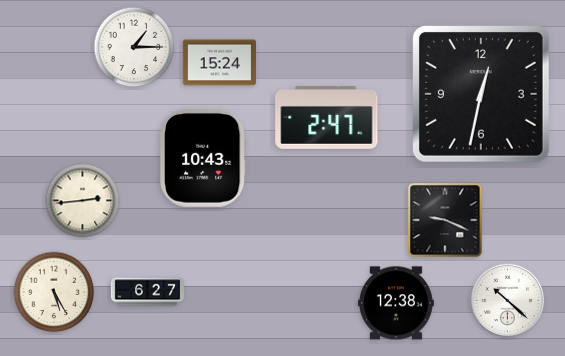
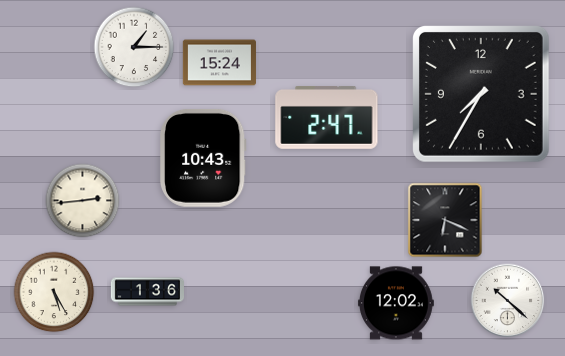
clock at (481, 94): 12:32 -> 7:35
clock at (445, 220): 9:19 -> 6:19
clock at (147, 292): 6:27 -> 1:36
clock at (396, 303): 12:38 -> 12:02
